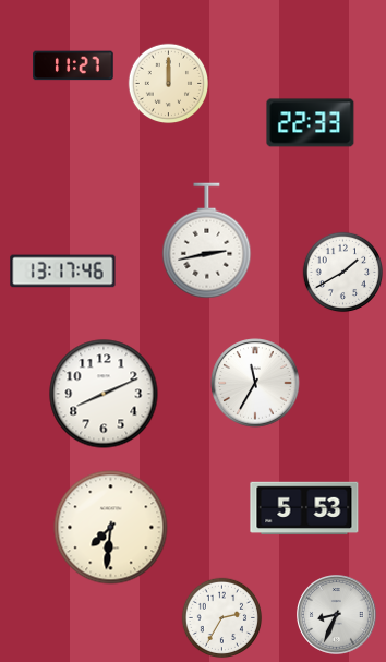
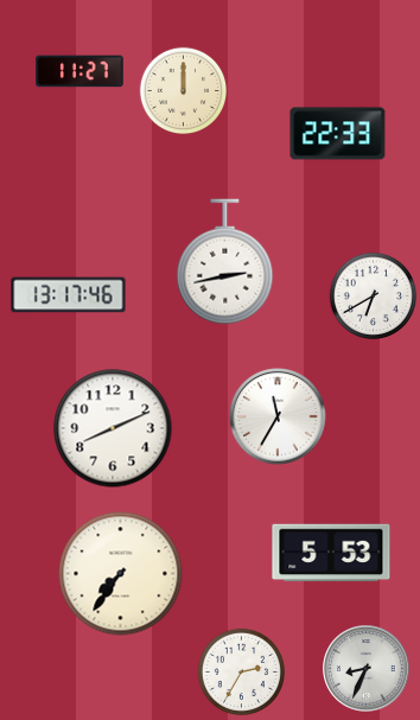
clock at (343, 273): 1:40 -> 6:40
clock at (111, 528): 7:31 -> 7:36
